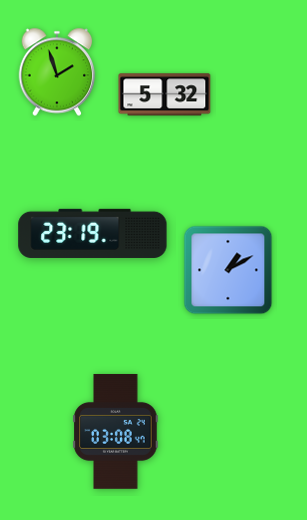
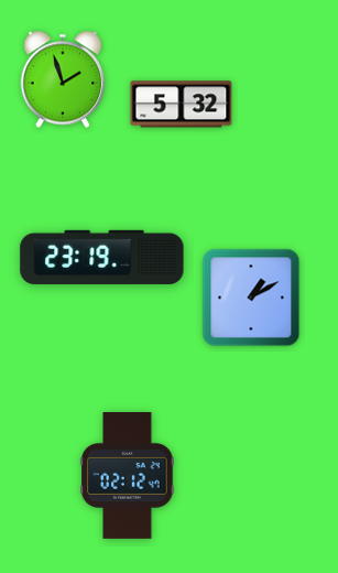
clock at (116, 431): 03:08 -> 02:12
